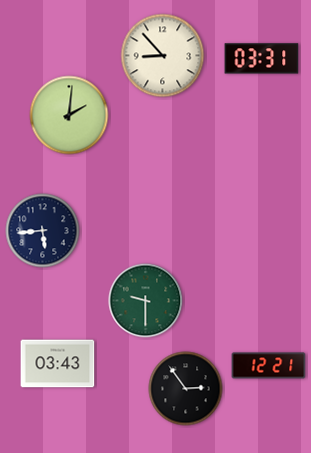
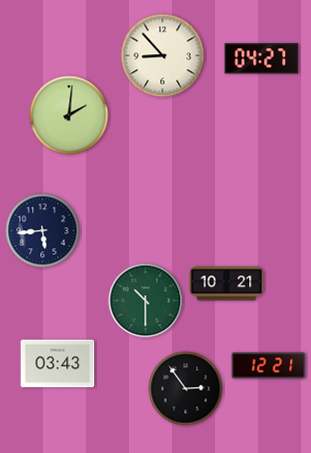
clock at (262, 59): 03:31 -> 04:27
clock at (227, 284): none -> 10:21
clock at (146, 301): 9:30 -> 10:30
